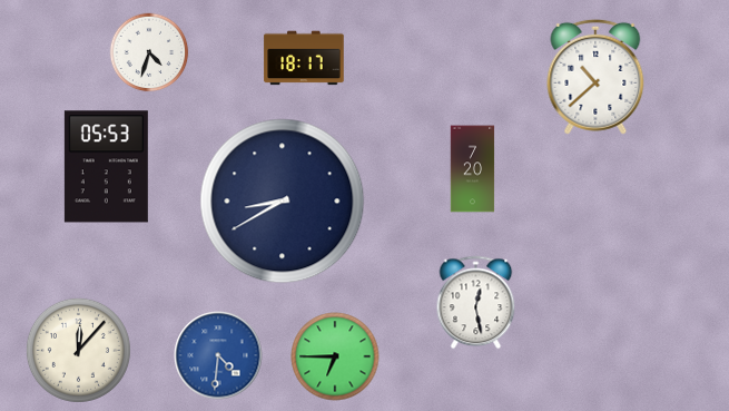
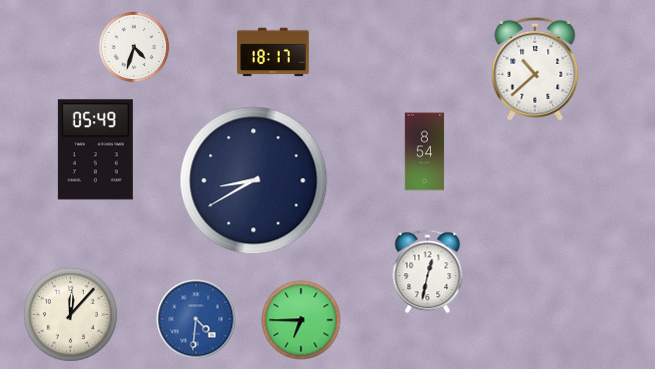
clock at (106, 167): 05:53 -> 05:49
clock at (473, 169): 7:20 -> 8:54
clock at (476, 303): 12:28 -> 12:32
